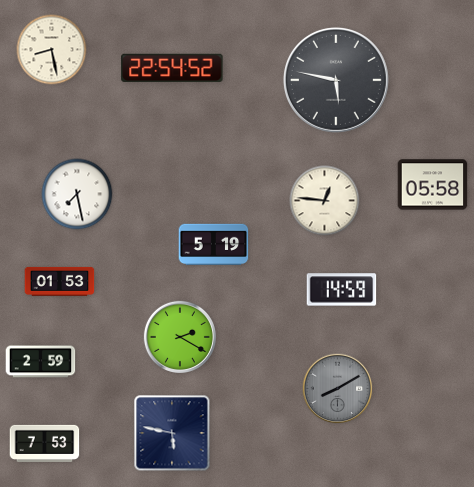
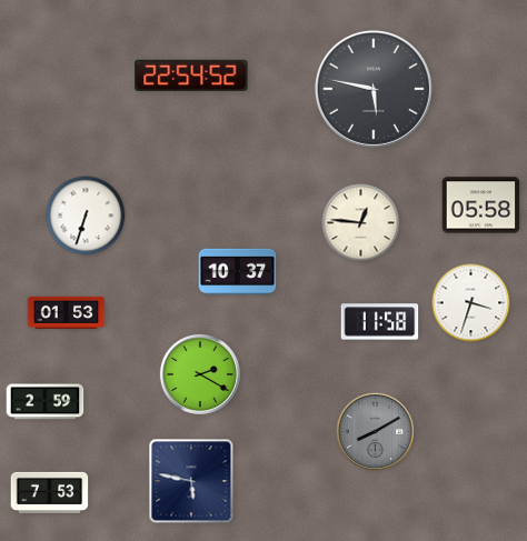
clock at (52, 50): 8:28 -> none
clock at (77, 194): 7:28 -> 6:33
clock at (214, 244): 5:19 -> 10:37
clock at (471, 303): none -> 3:33
clock at (342, 290): 14:59 -> 11:58
